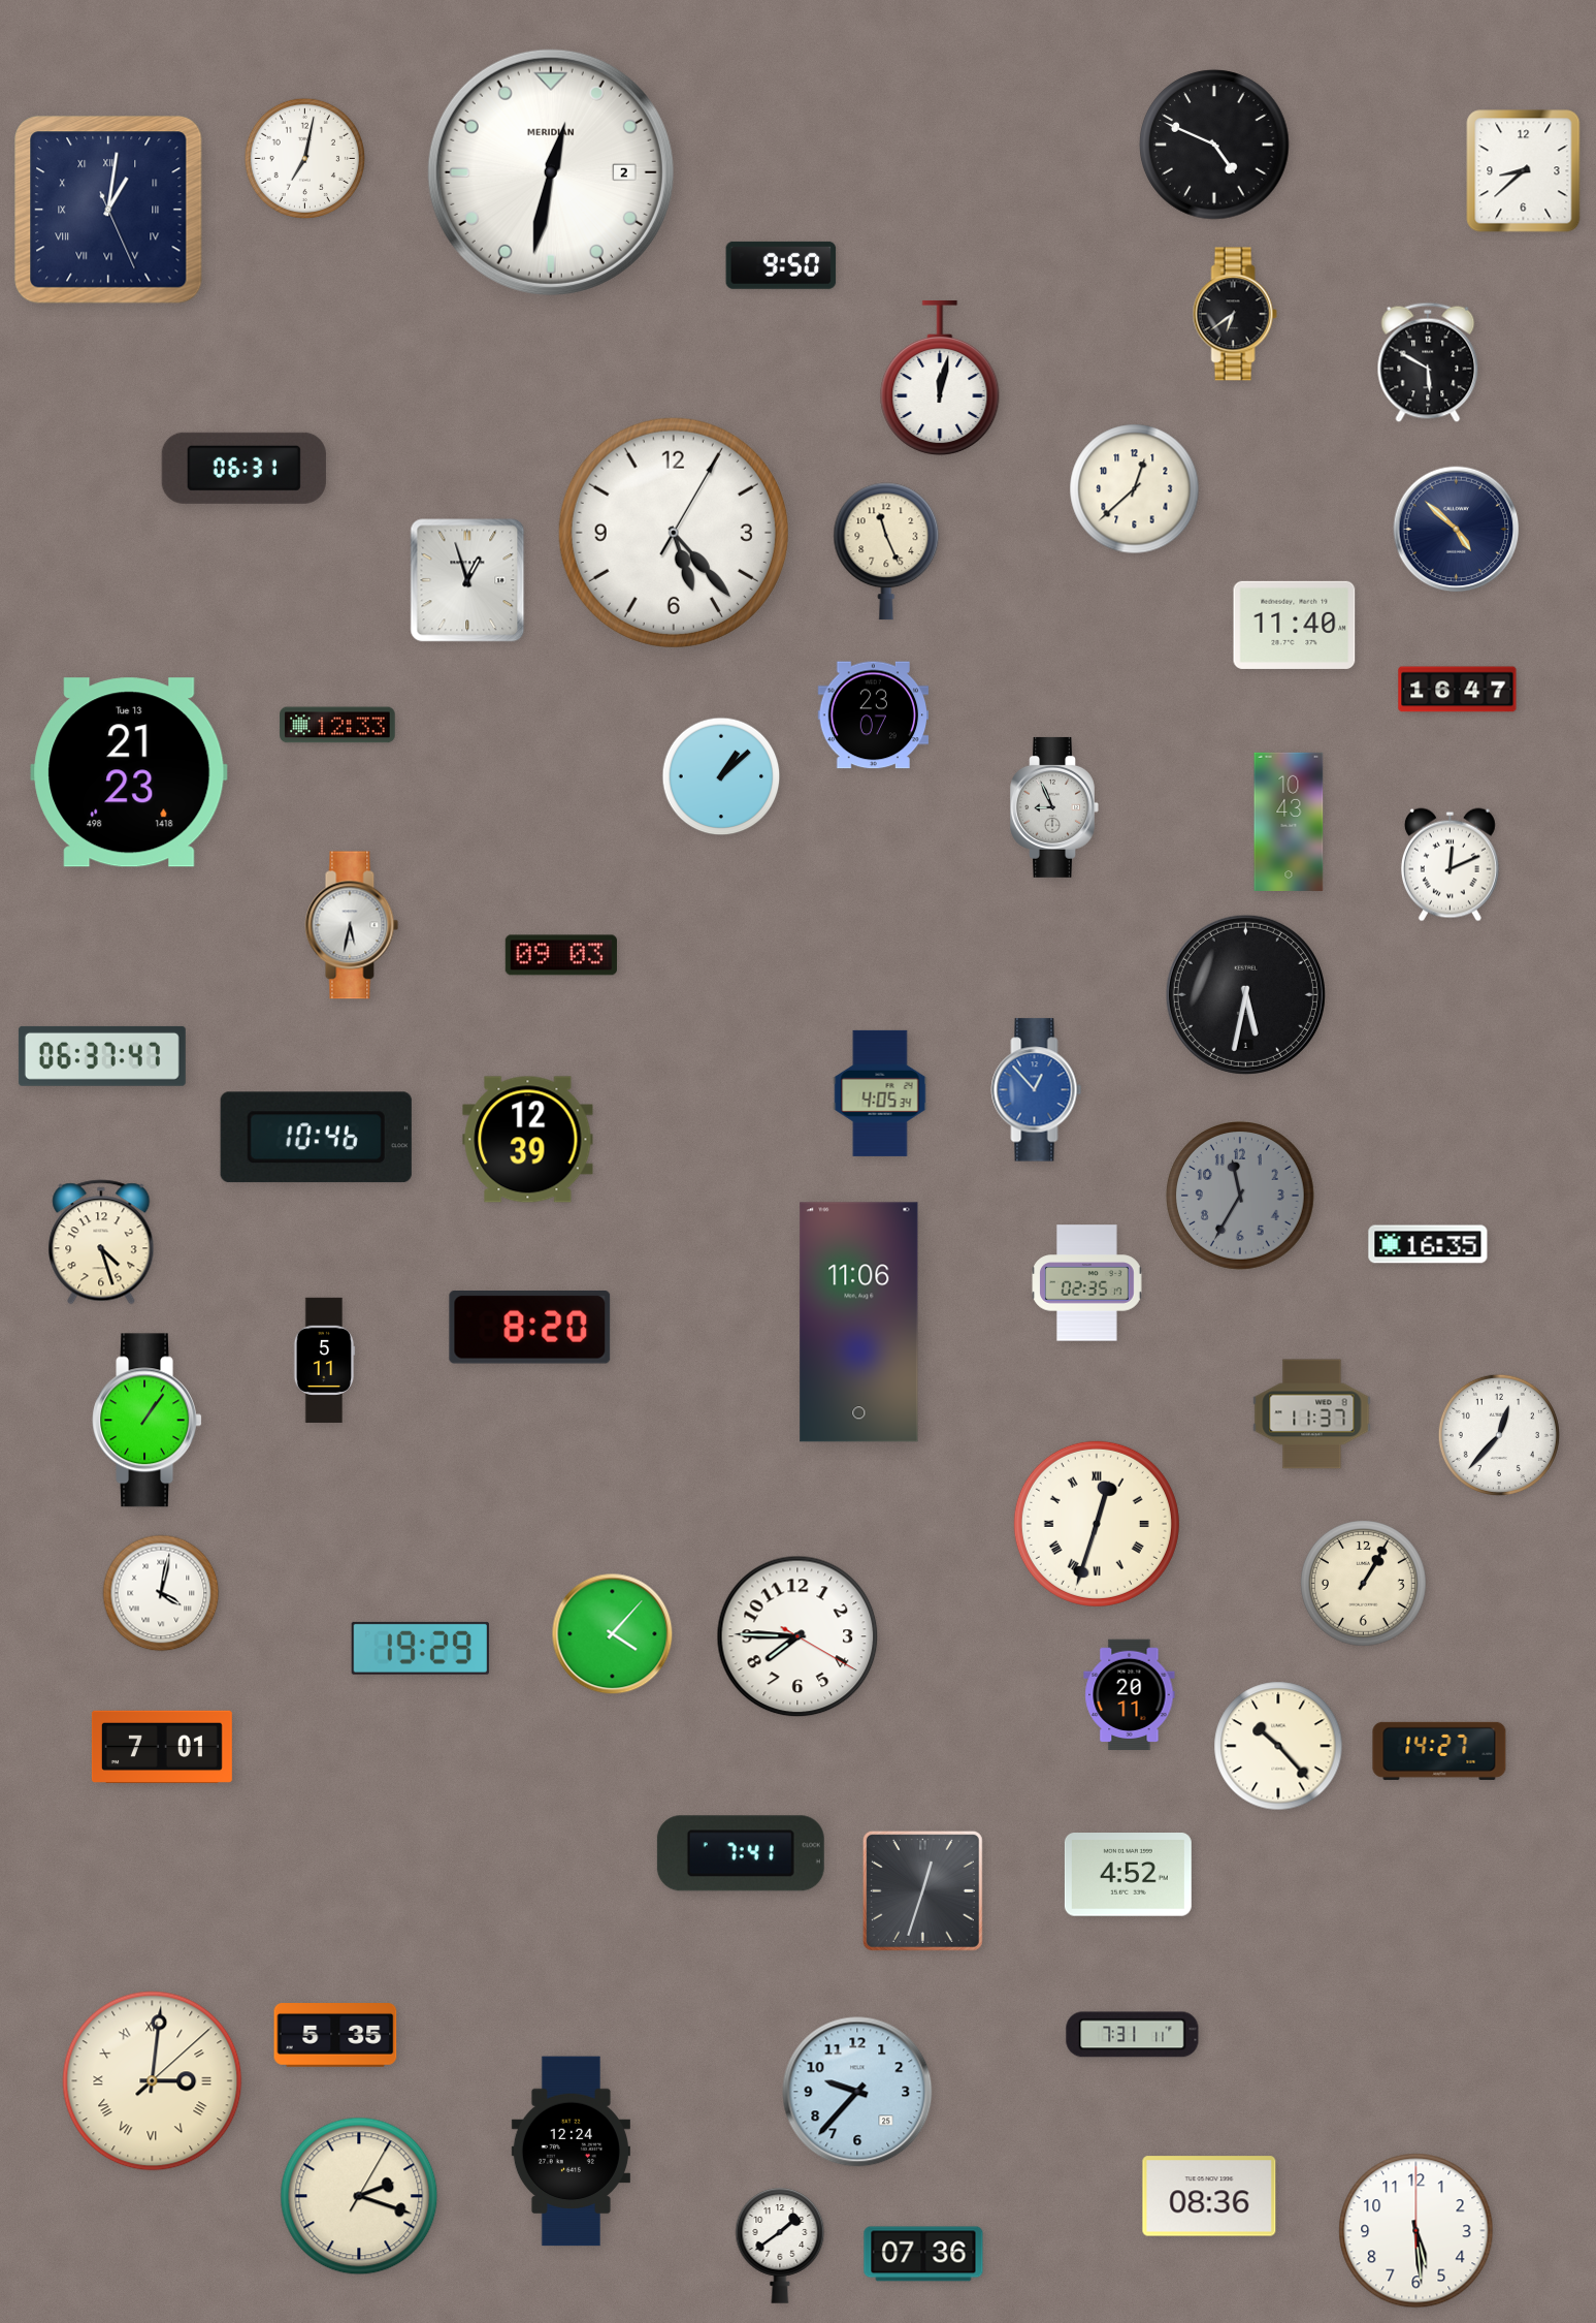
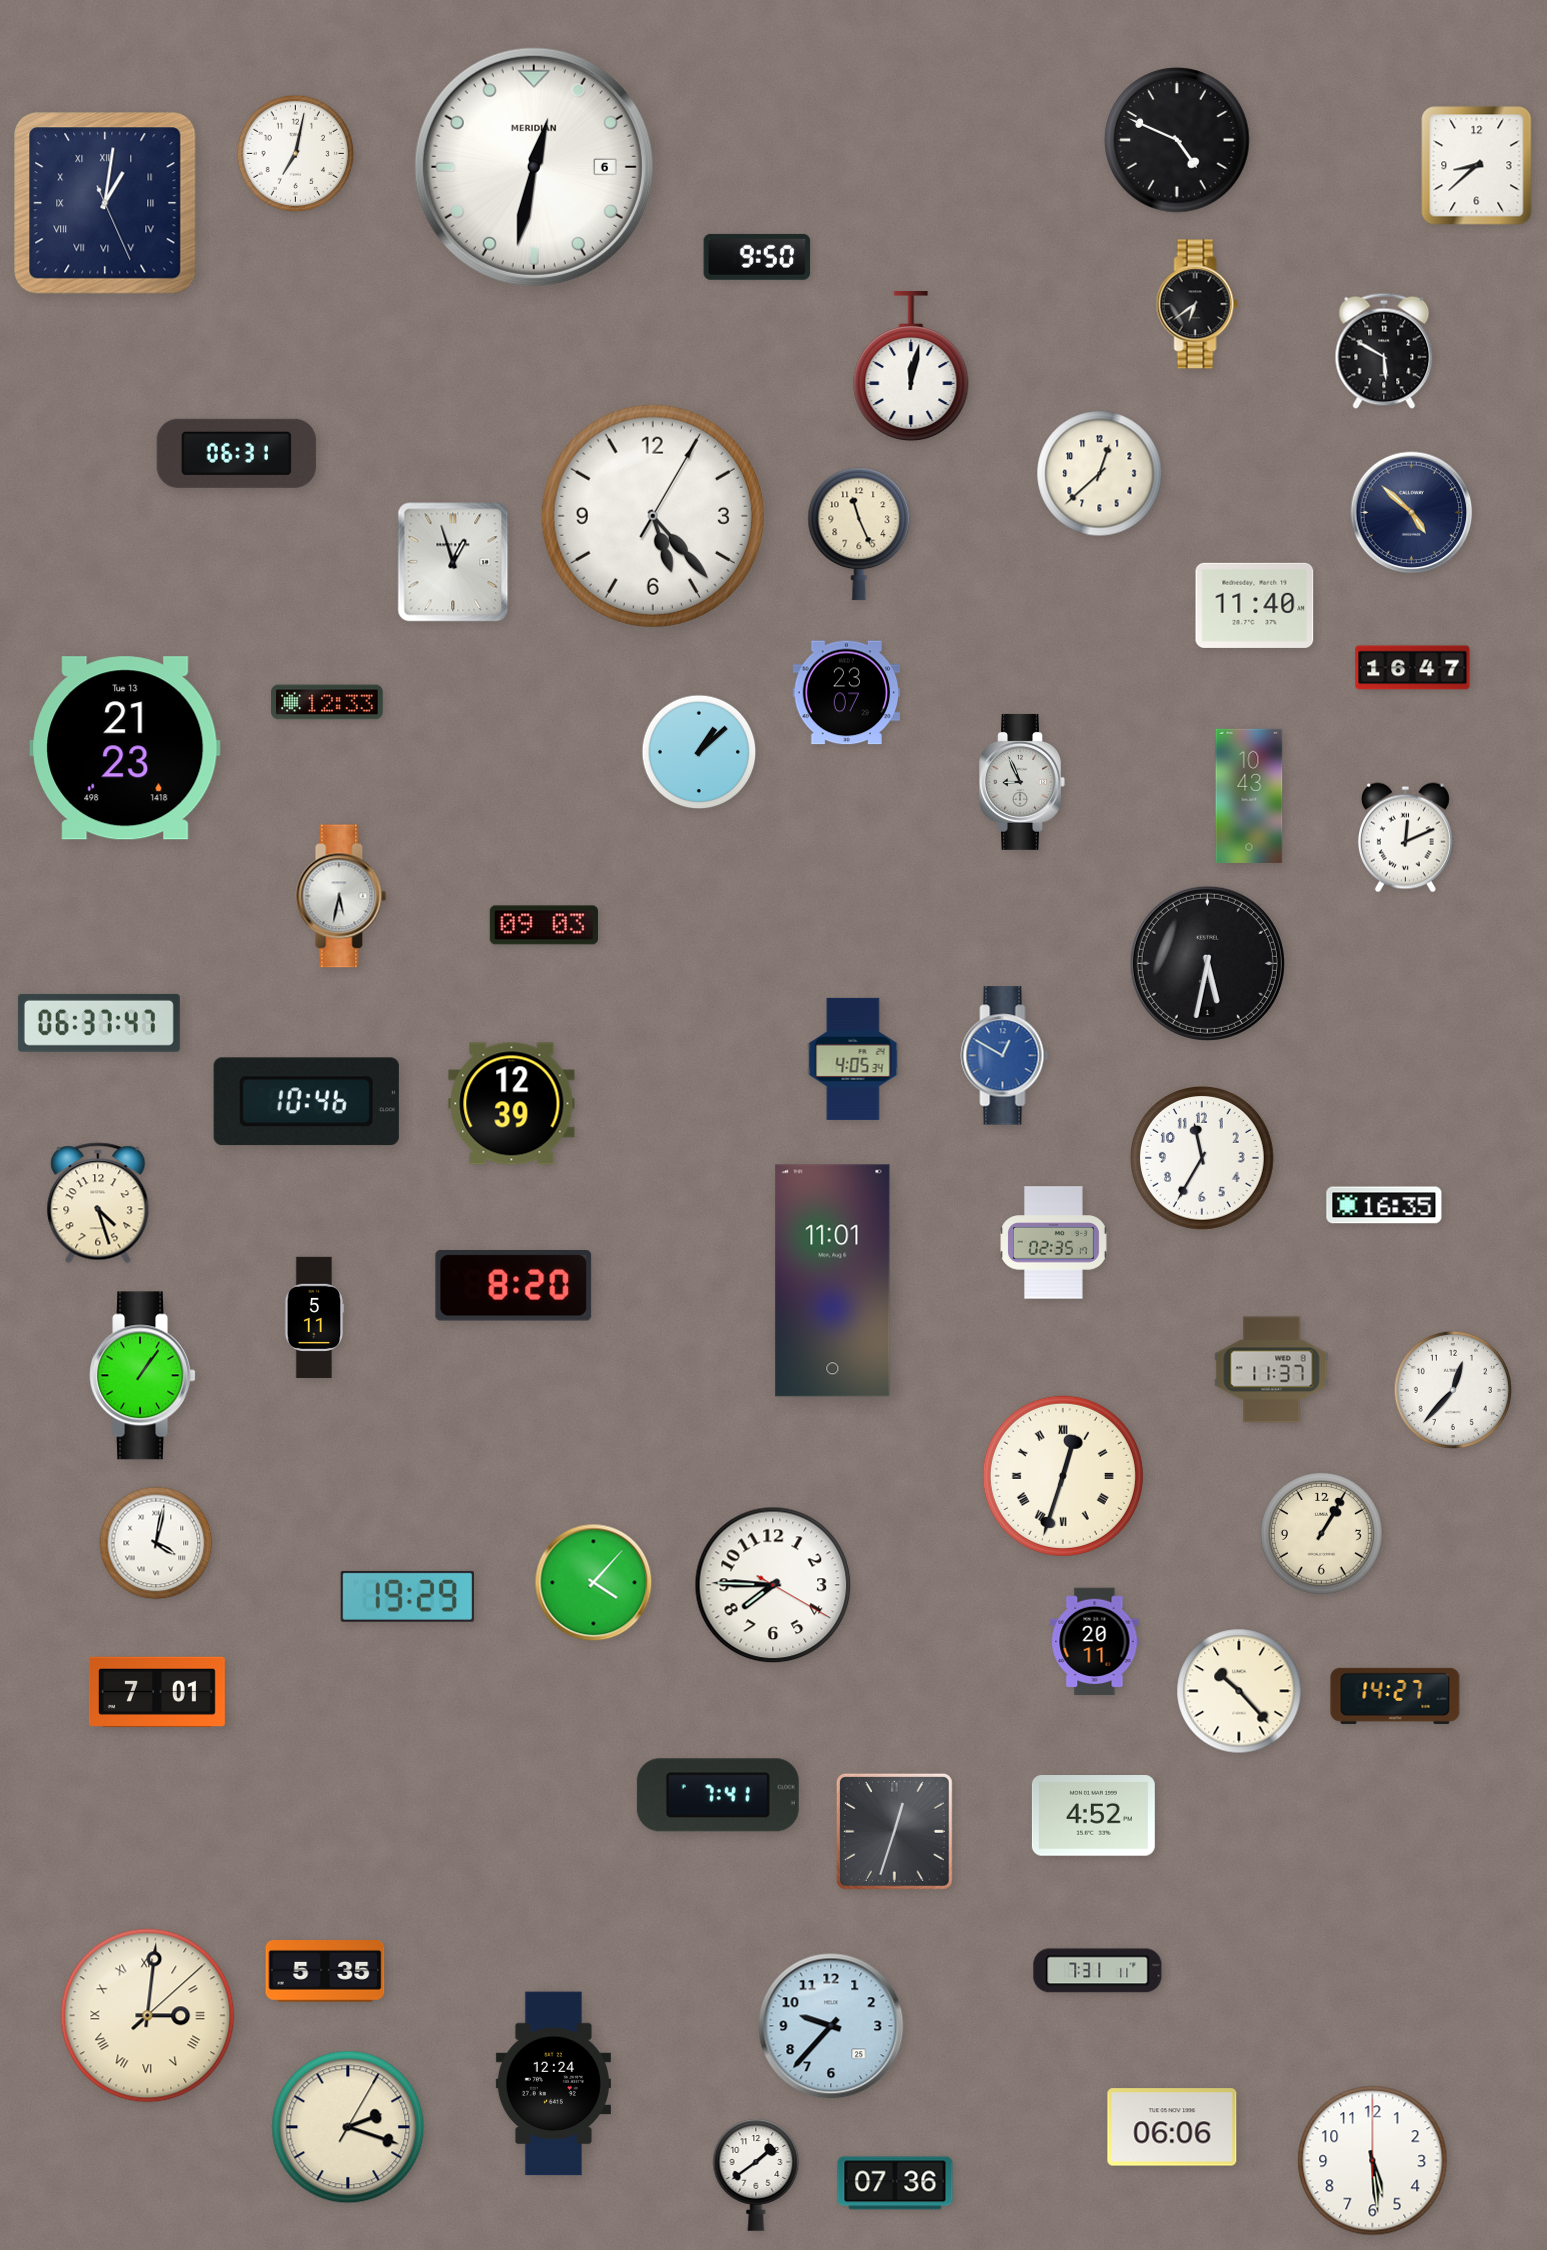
clock at (551, 172) date: 2 -> 6
clock at (1037, 1090): 12:53 -> 12:50
clock at (1241, 1197) dial: grey -> white
clock at (859, 1323): 11:06 -> 11:01
clock at (1209, 2196): 08:36 -> 06:06
